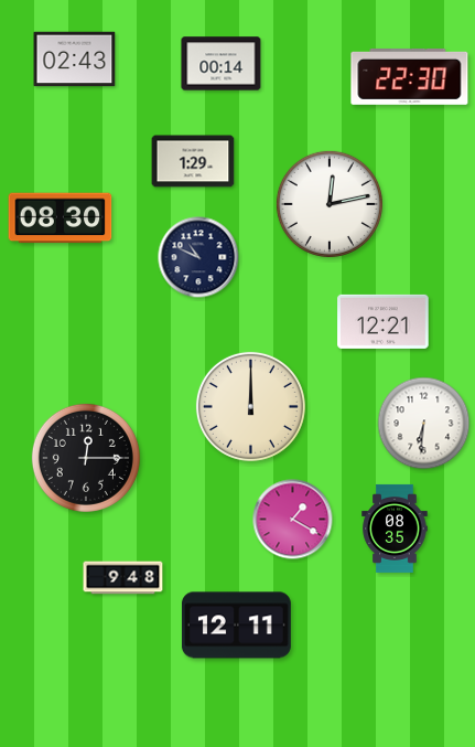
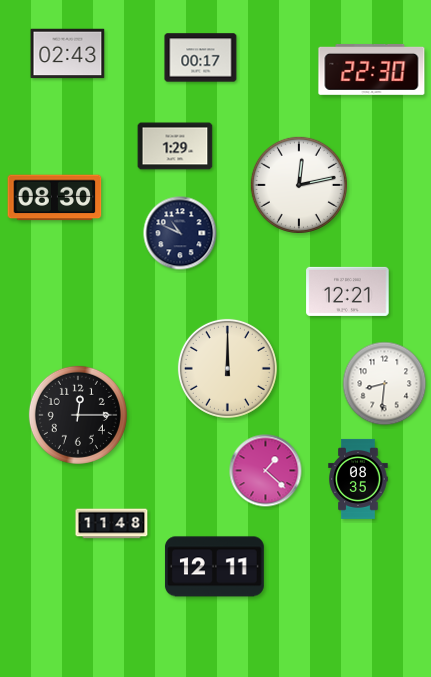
clock at (222, 64): 00:14 -> 00:17
clock at (424, 424): 6:31 -> 8:31
clock at (293, 520): 1:20 -> 1:22
clock at (123, 578): 9:48 -> 11:48
